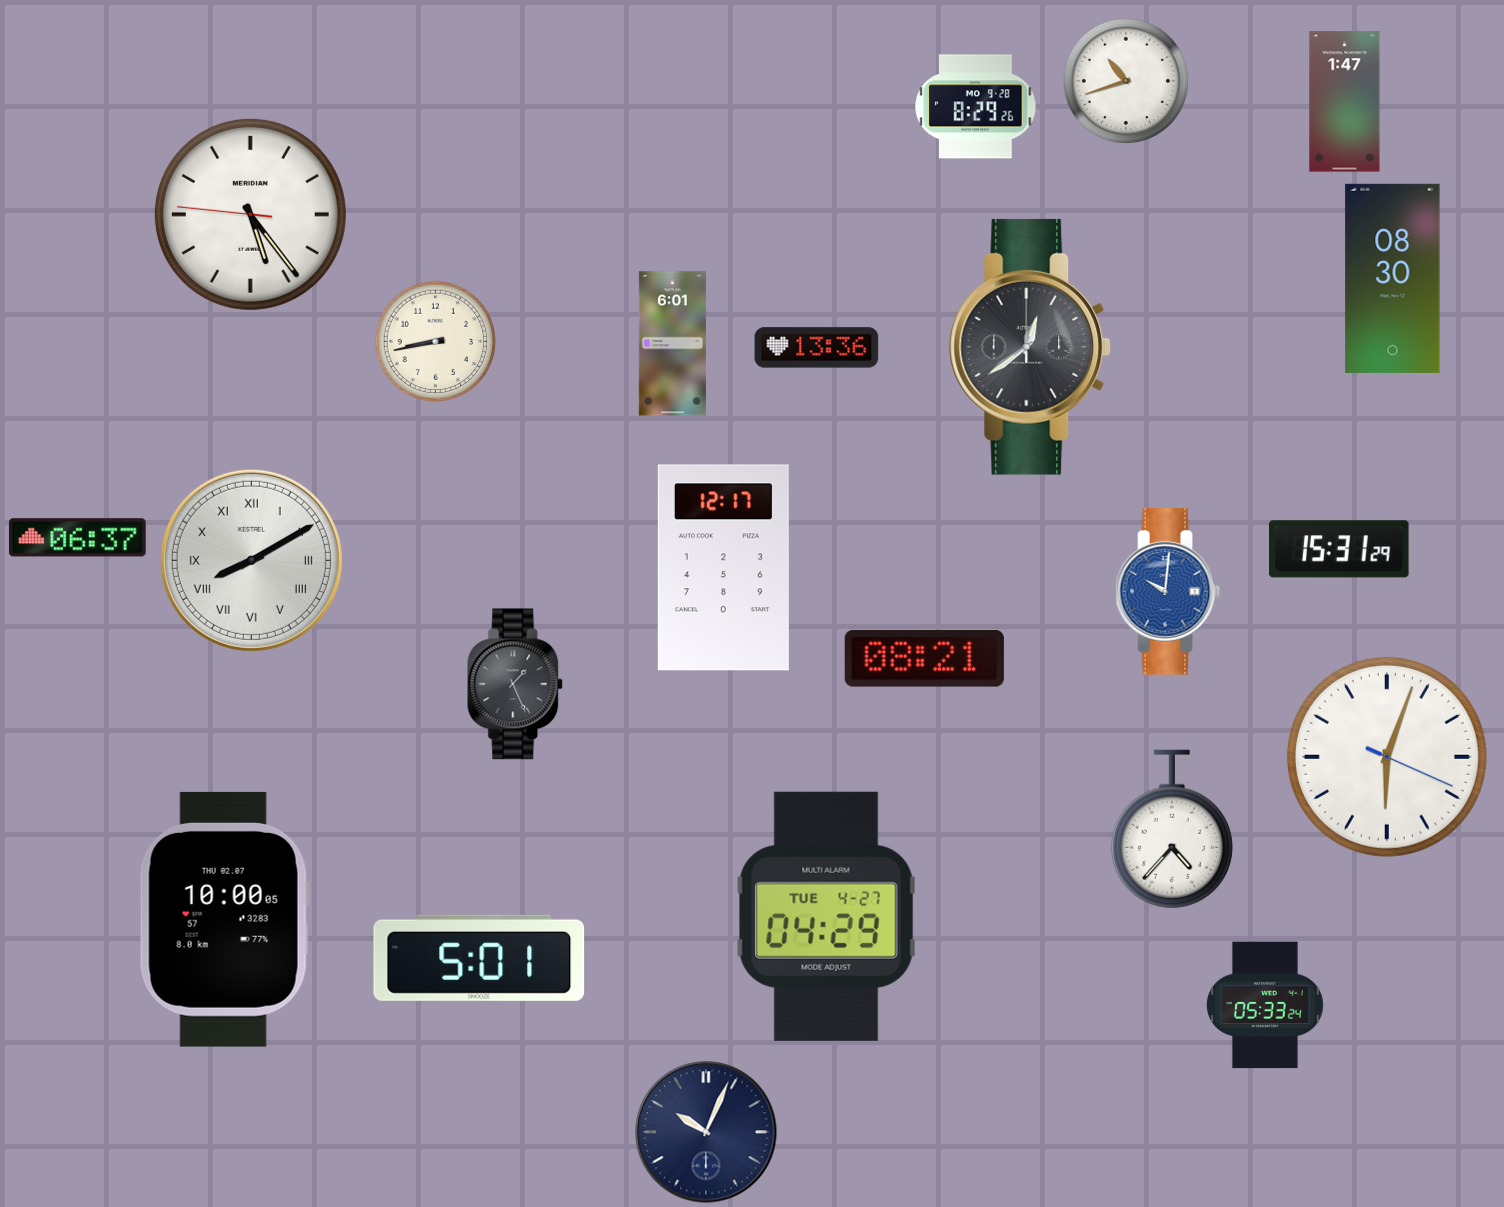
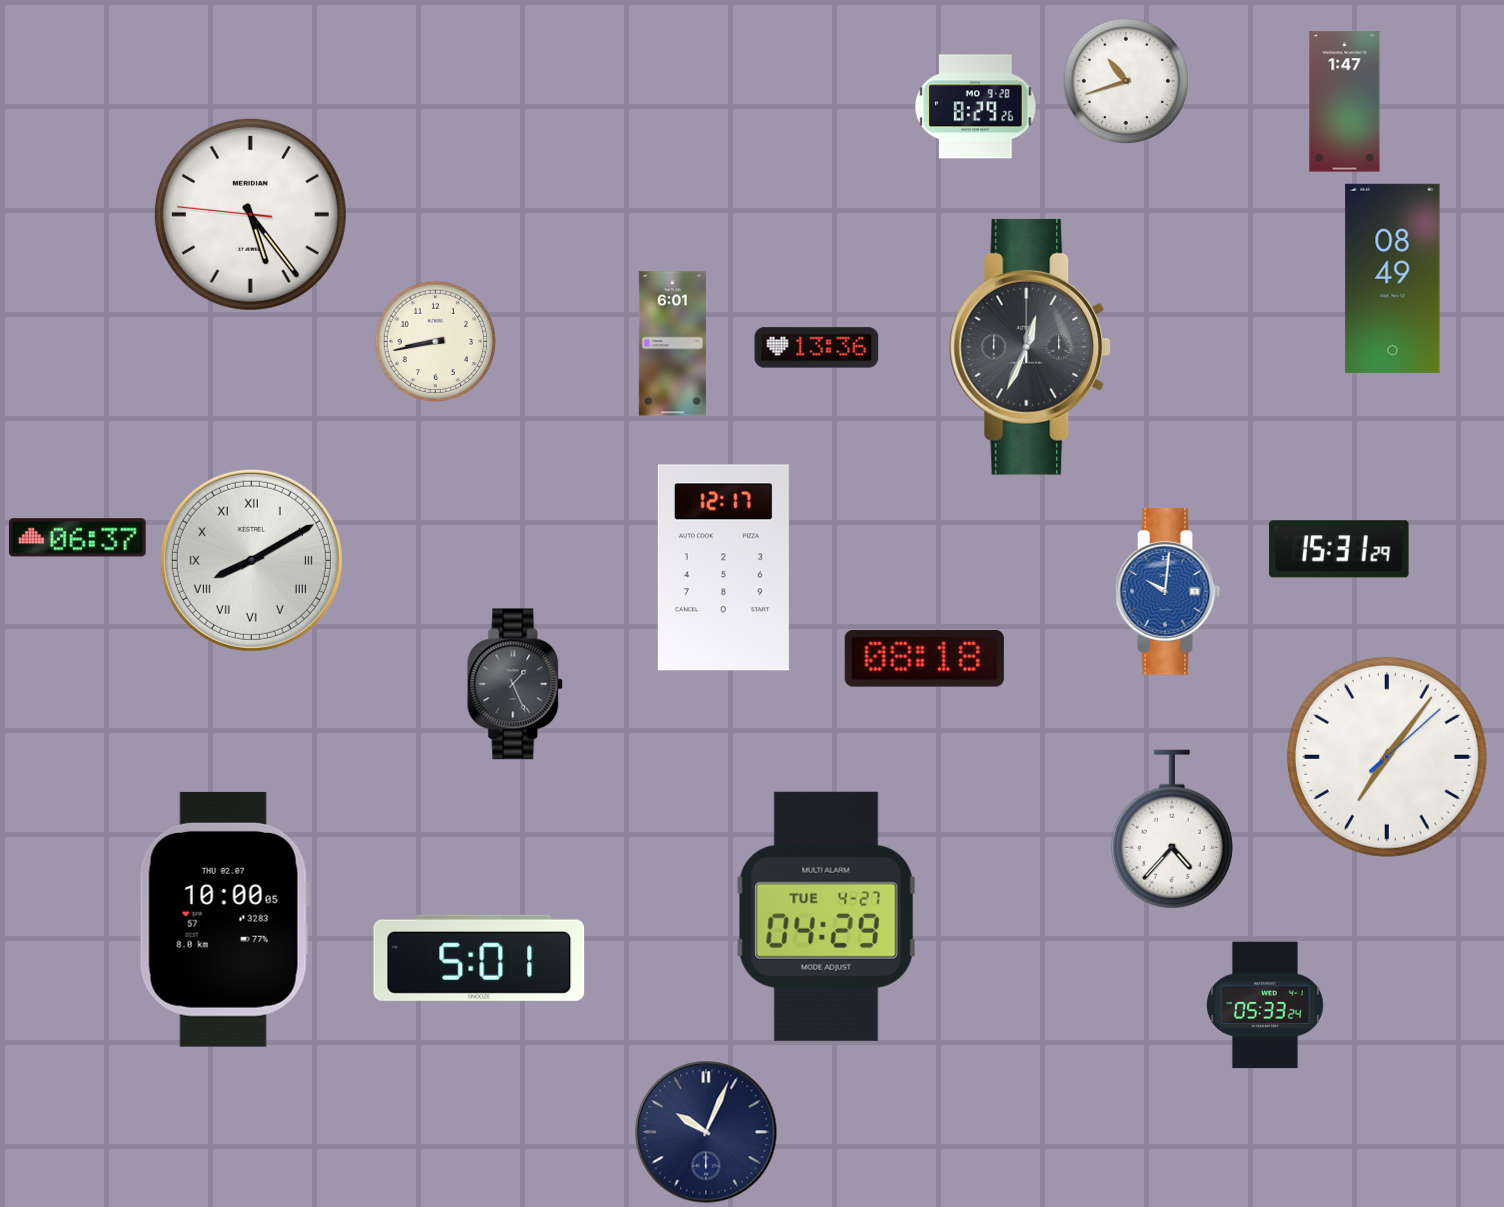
clock at (1393, 278): 08:30 -> 08:49
clock at (1030, 347): 12:39 -> 12:34
clock at (924, 659): 08:21 -> 08:18
clock at (1387, 757): 6:03 -> 7:06
